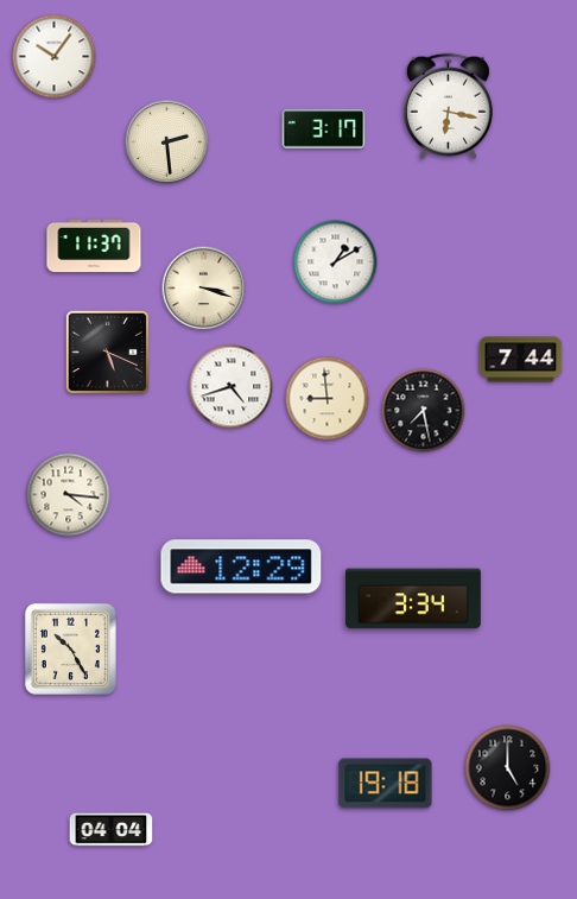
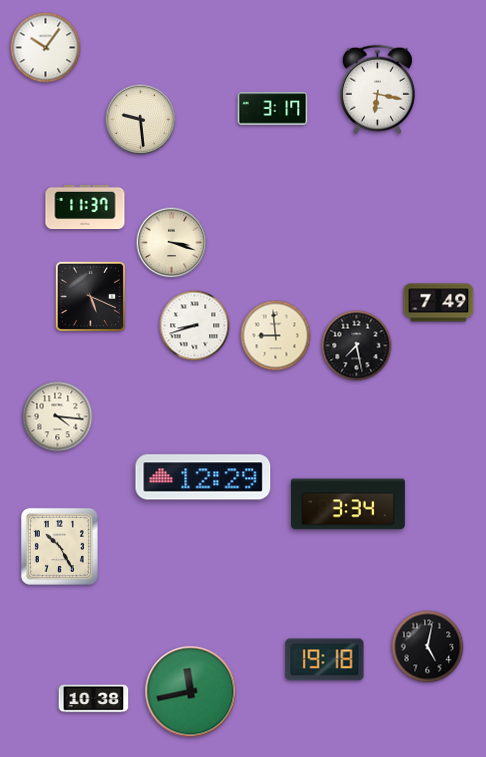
clock at (167, 143): 2:29 -> 9:29
clock at (94, 246) position: (94, 246) -> (85, 207)
clock at (336, 262): 1:10 -> none
clock at (521, 360): 7:44 -> 7:49
clock at (232, 387): 4:42 -> 8:42
clock at (508, 768): 5:00 -> 5:02
clock at (191, 692): none -> 11:43
clock at (112, 830): 04:04 -> 10:38
